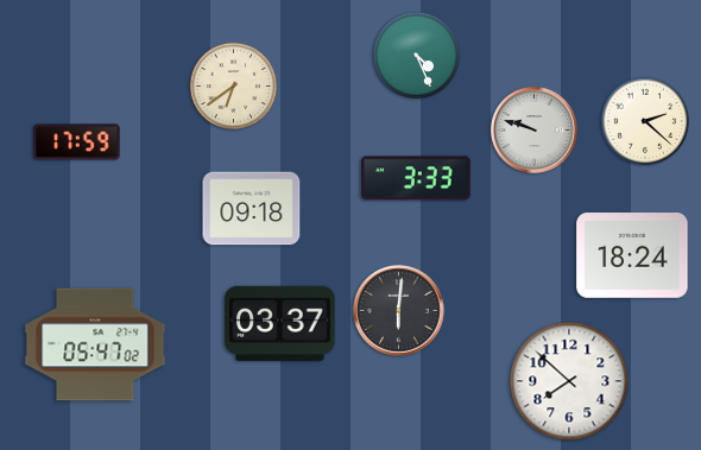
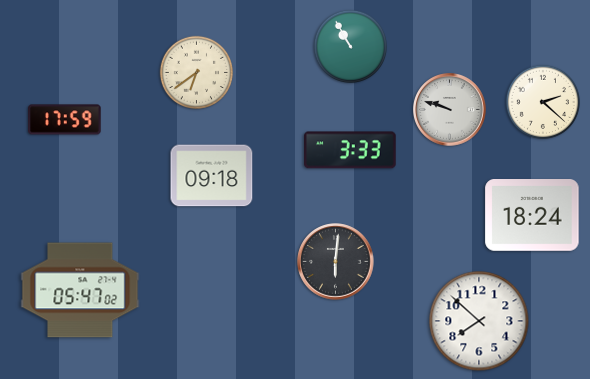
clock at (416, 55): 4:26 -> 10:55
clock at (280, 323): 03:37 -> none
